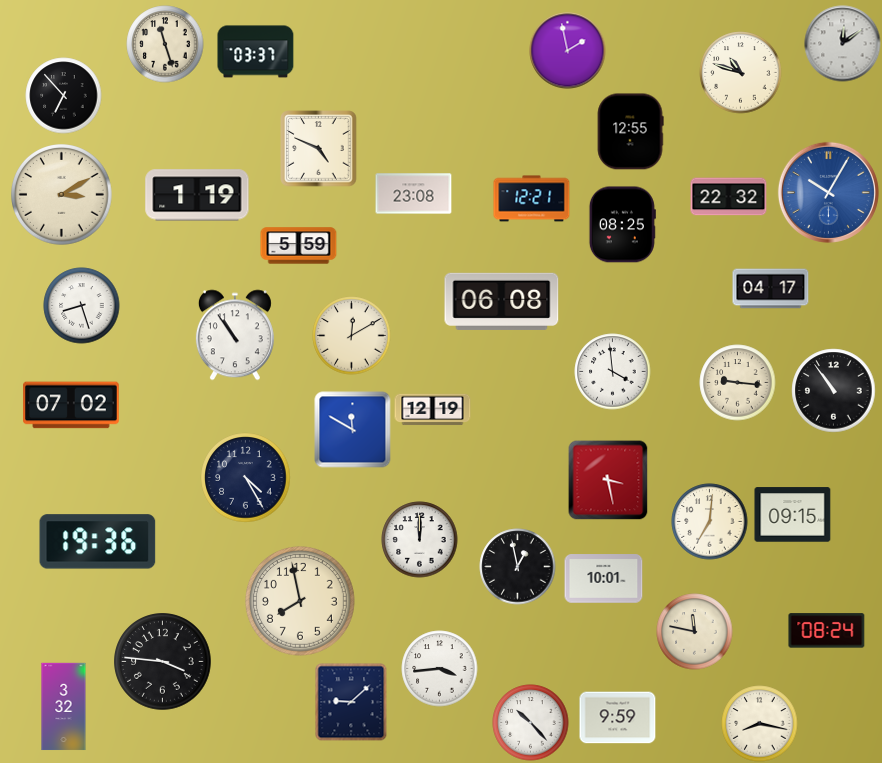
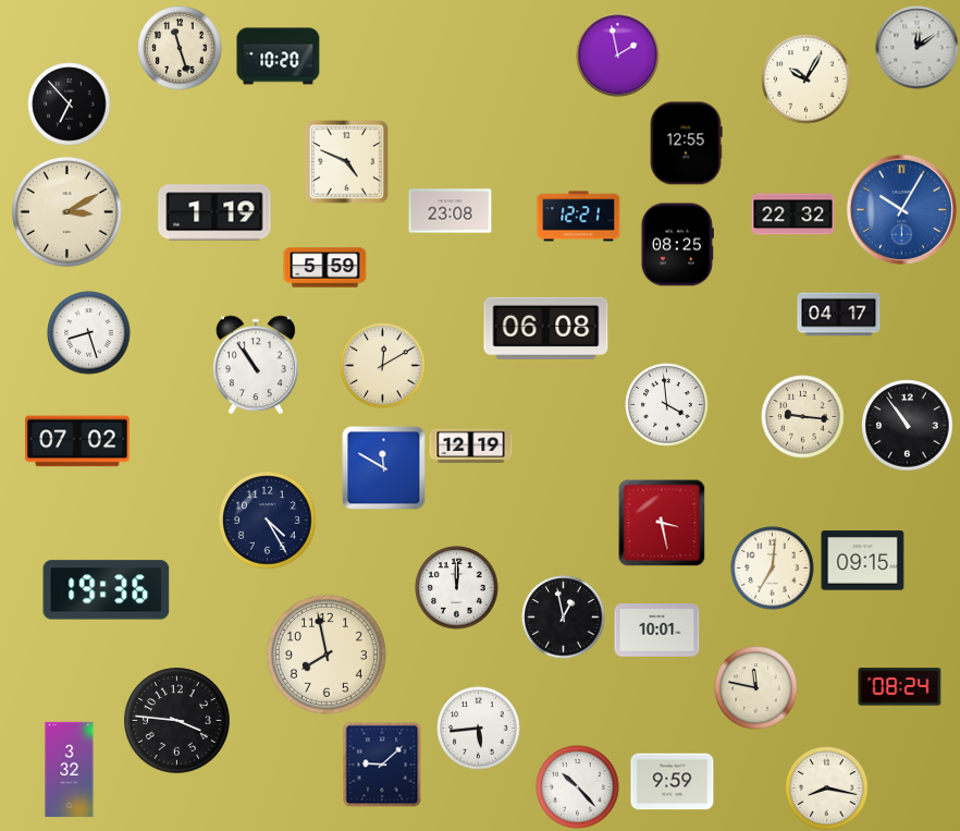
clock at (256, 52): 03:37 -> 10:20
clock at (741, 73): 10:48 -> 10:05
clock at (440, 669): 3:44 -> 5:44
